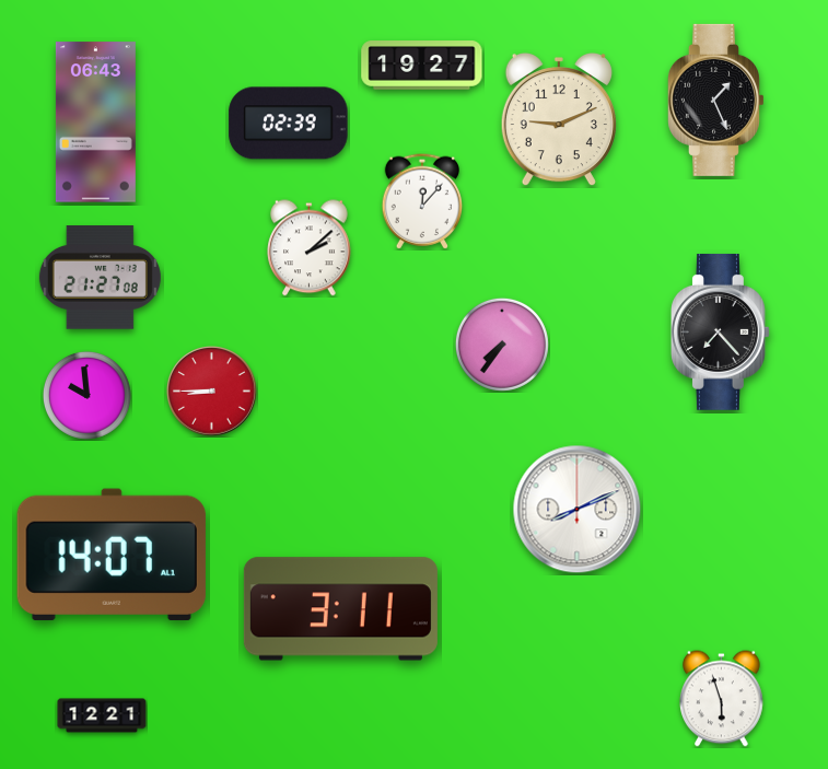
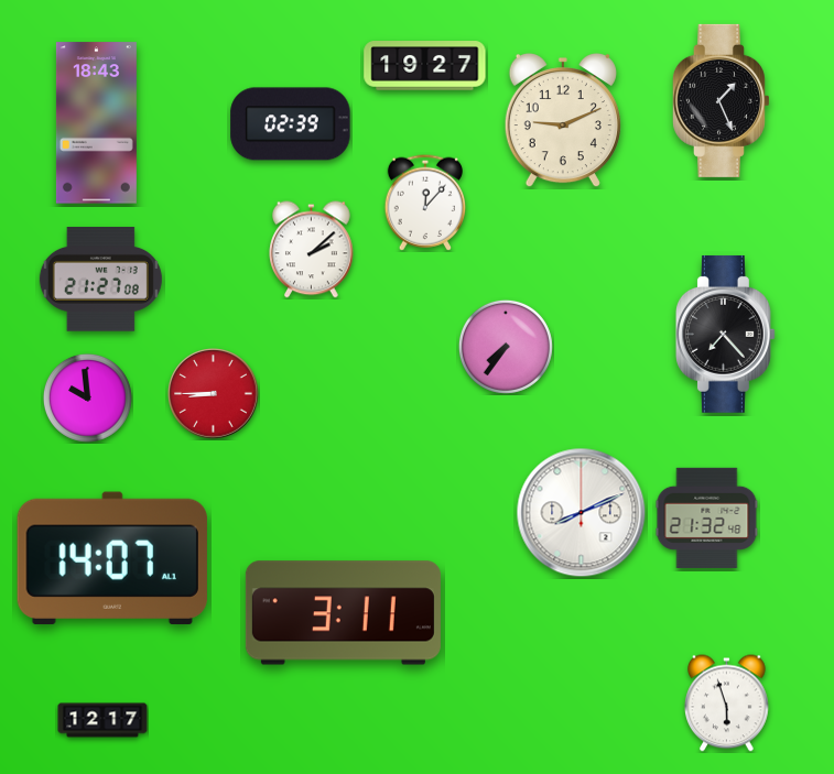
clock at (95, 123): 06:43 -> 18:43
clock at (707, 517): none -> 21:32
clock at (102, 715): 12:21 -> 12:17
